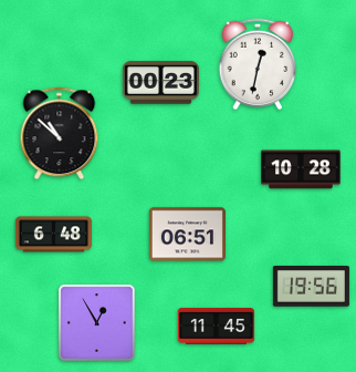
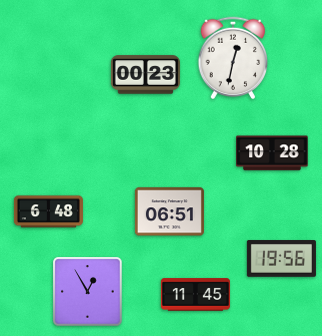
clock at (60, 134): 10:52 -> none
